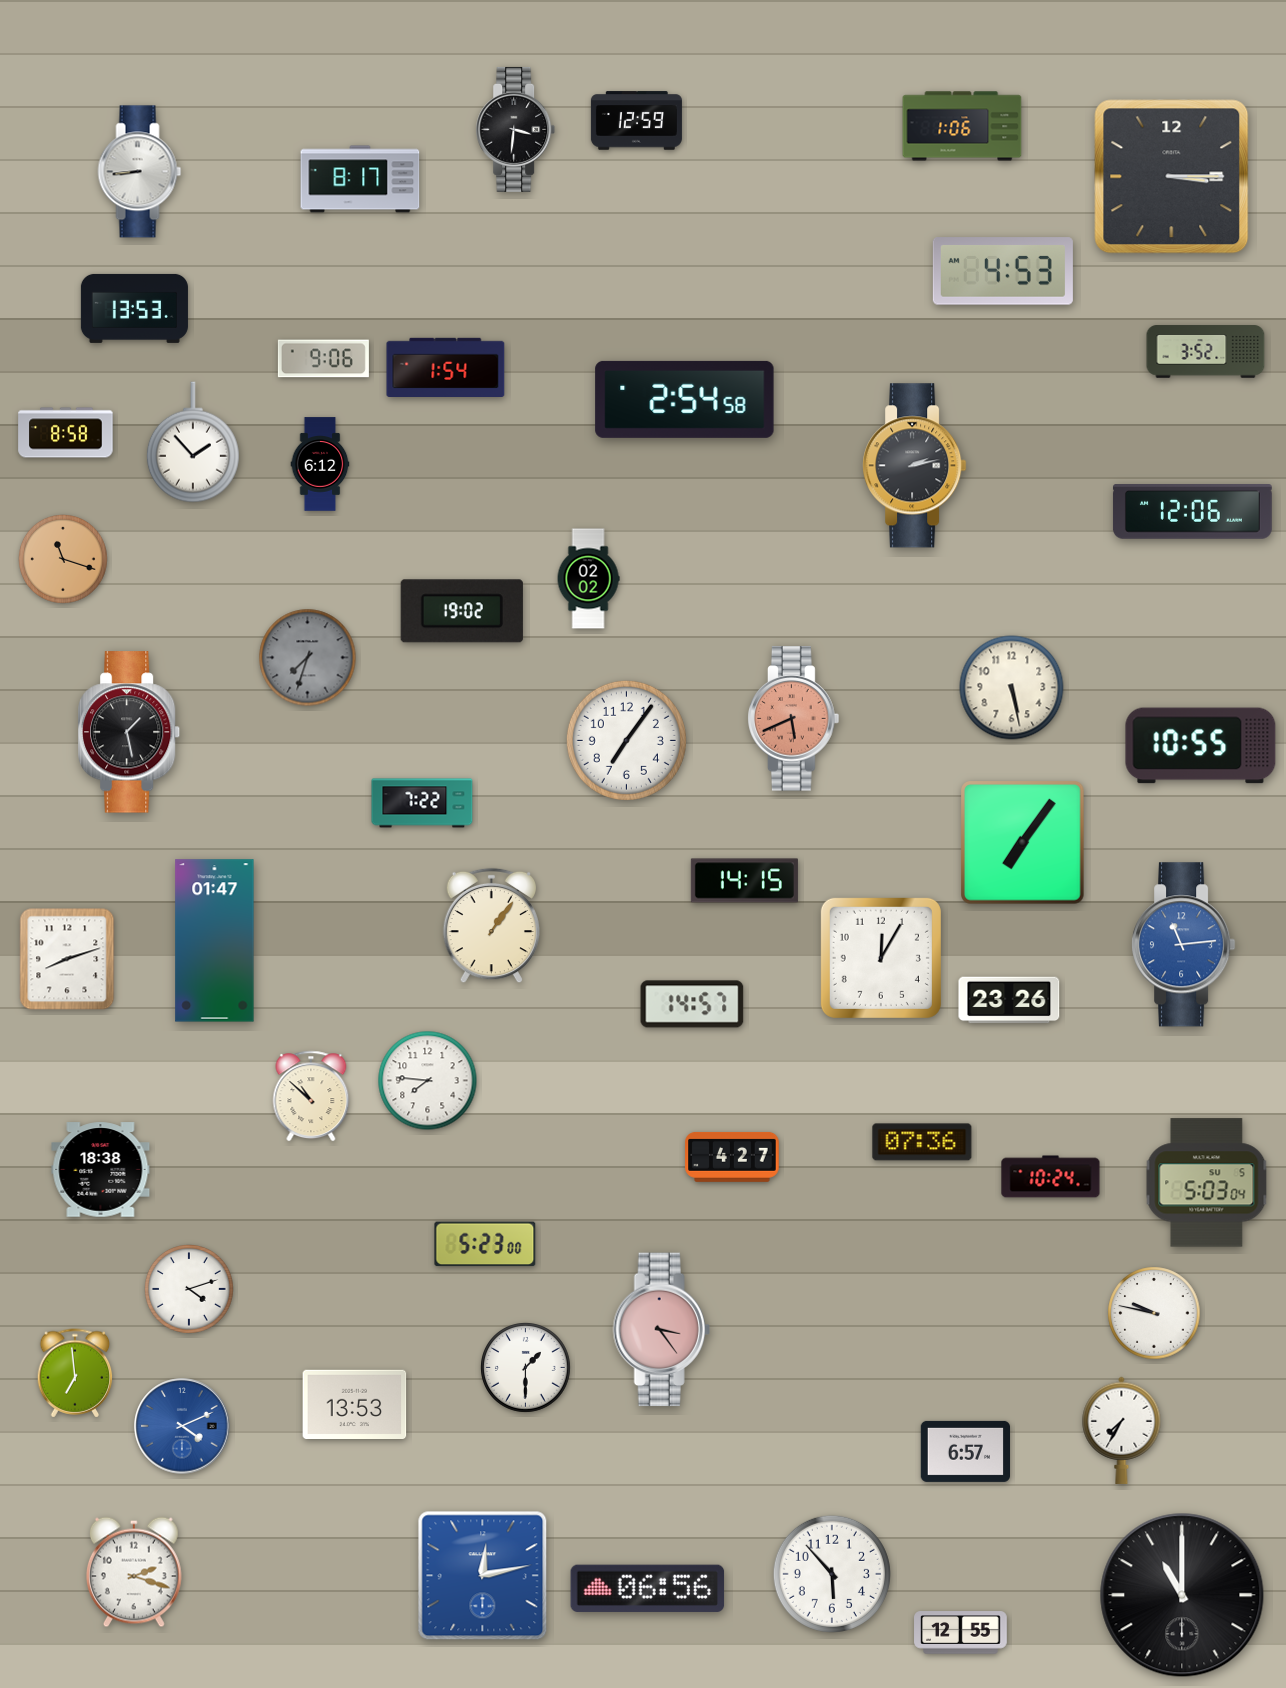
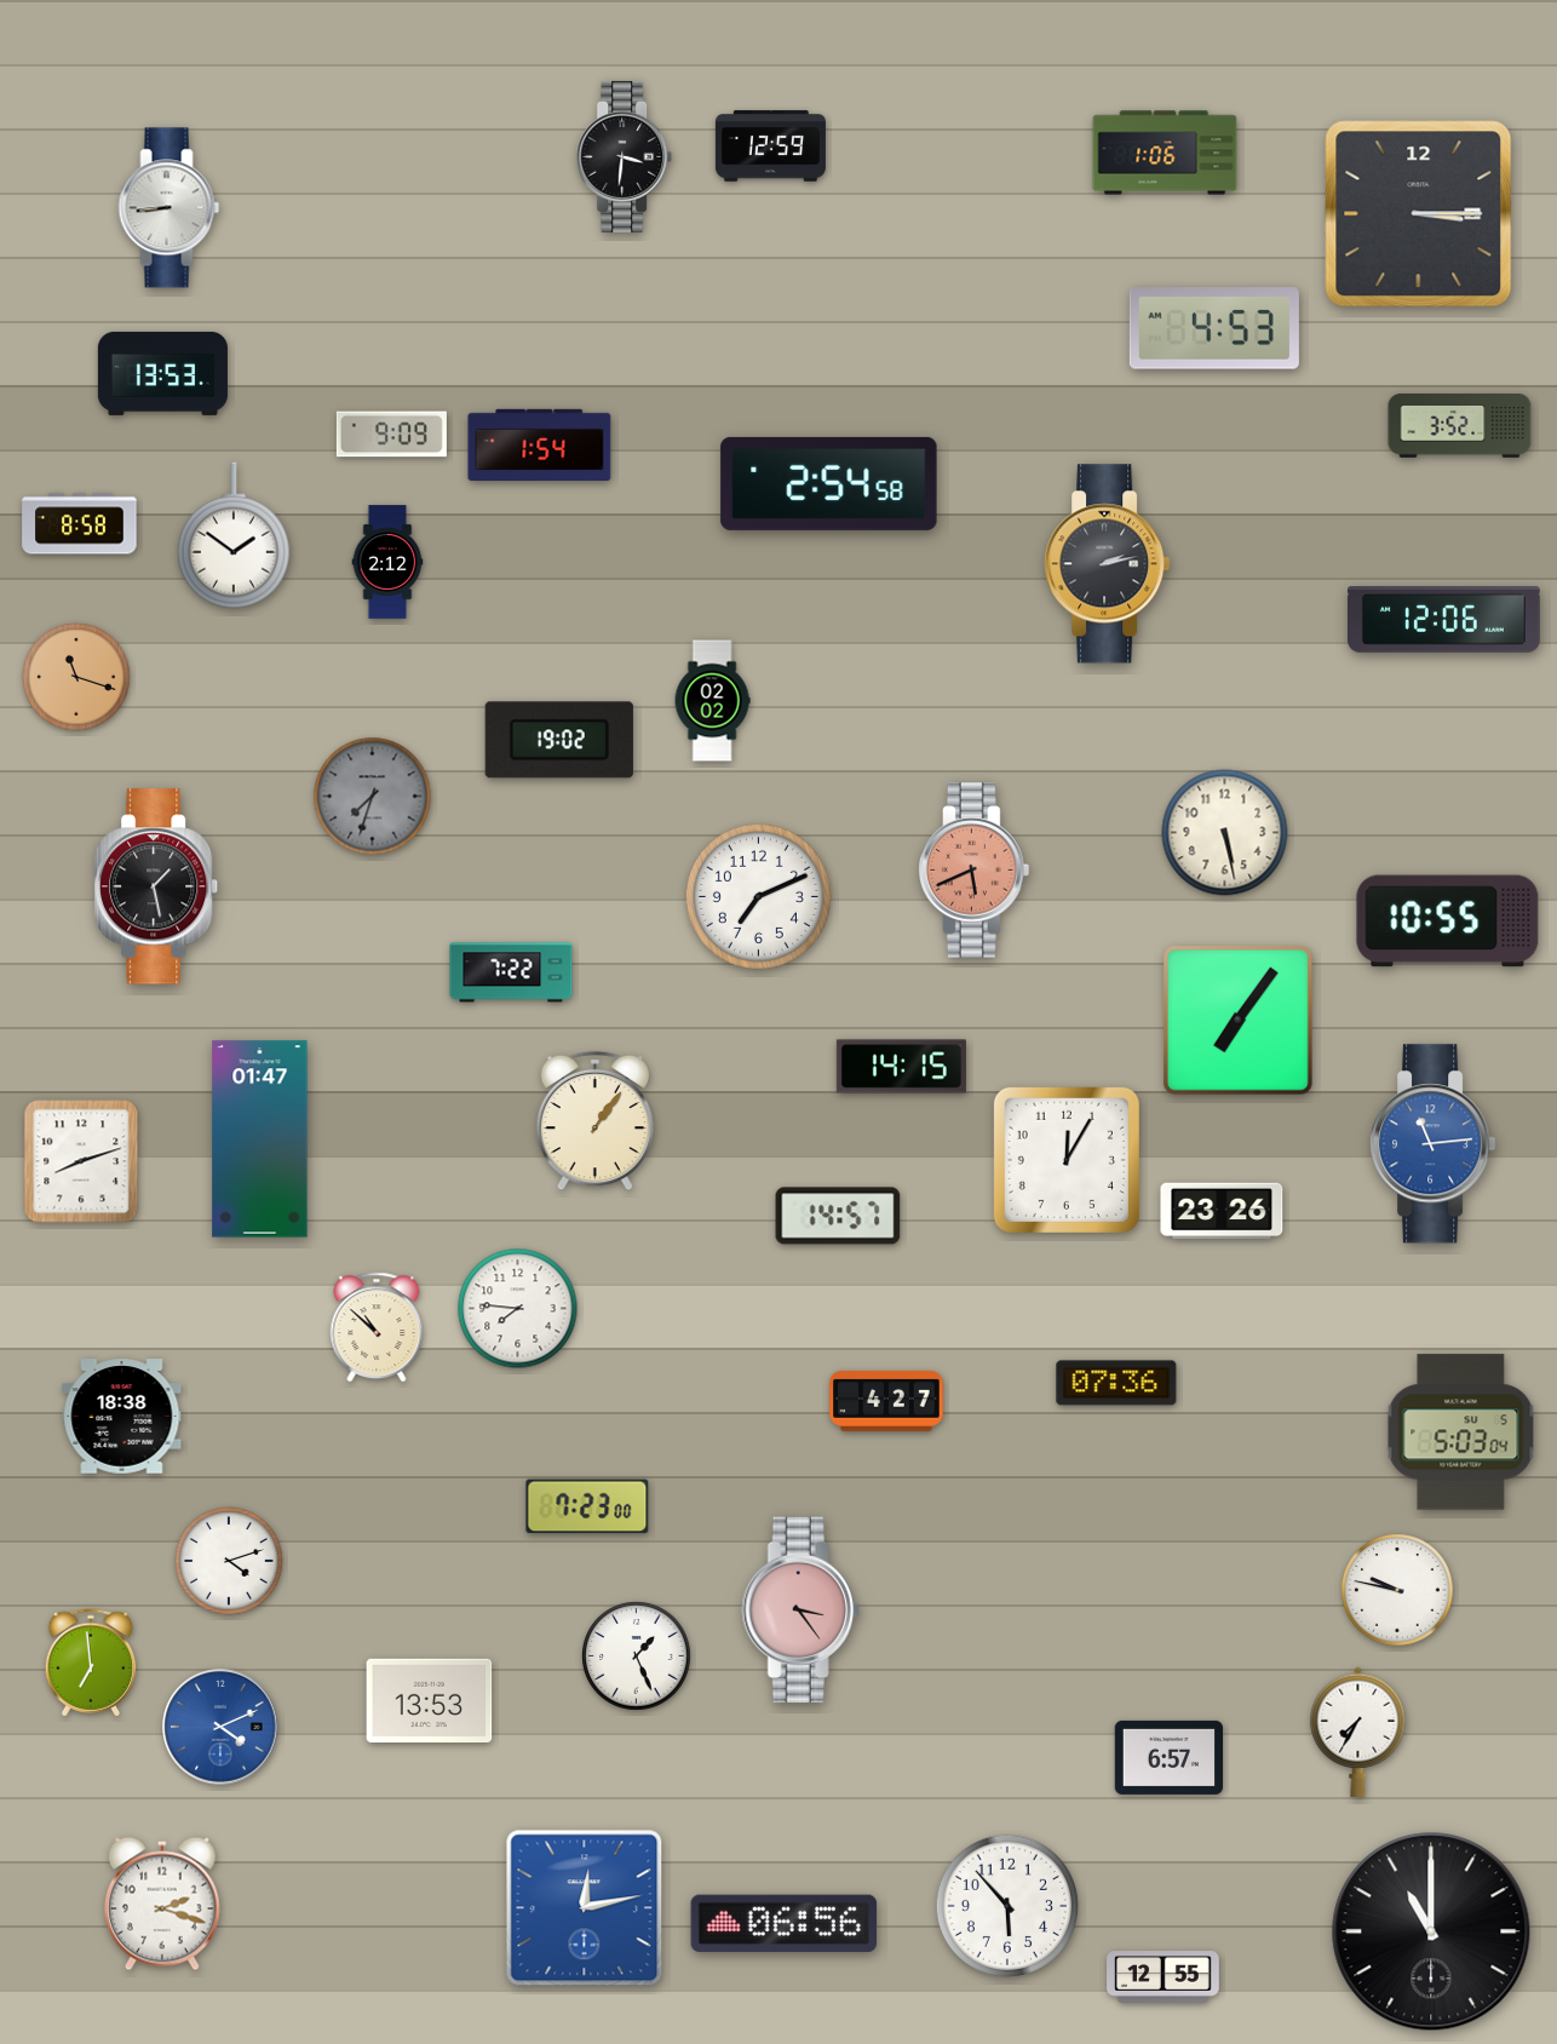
clock at (360, 179): 8:17 -> none
clock at (323, 359): 9:06 -> 9:09
clock at (193, 442): 1:53 -> 1:51
clock at (320, 464): 6:12 -> 2:12
clock at (794, 719) position: (794, 719) -> (975, 871)
clock at (626, 740): 7:06 -> 7:11
clock at (1201, 746) position: (1201, 746) -> (1448, 921)
clock at (1051, 1177): 10:24 -> none
clock at (485, 1244): 5:23 -> 7:23
clock at (526, 1368): 1:30 -> 1:26
